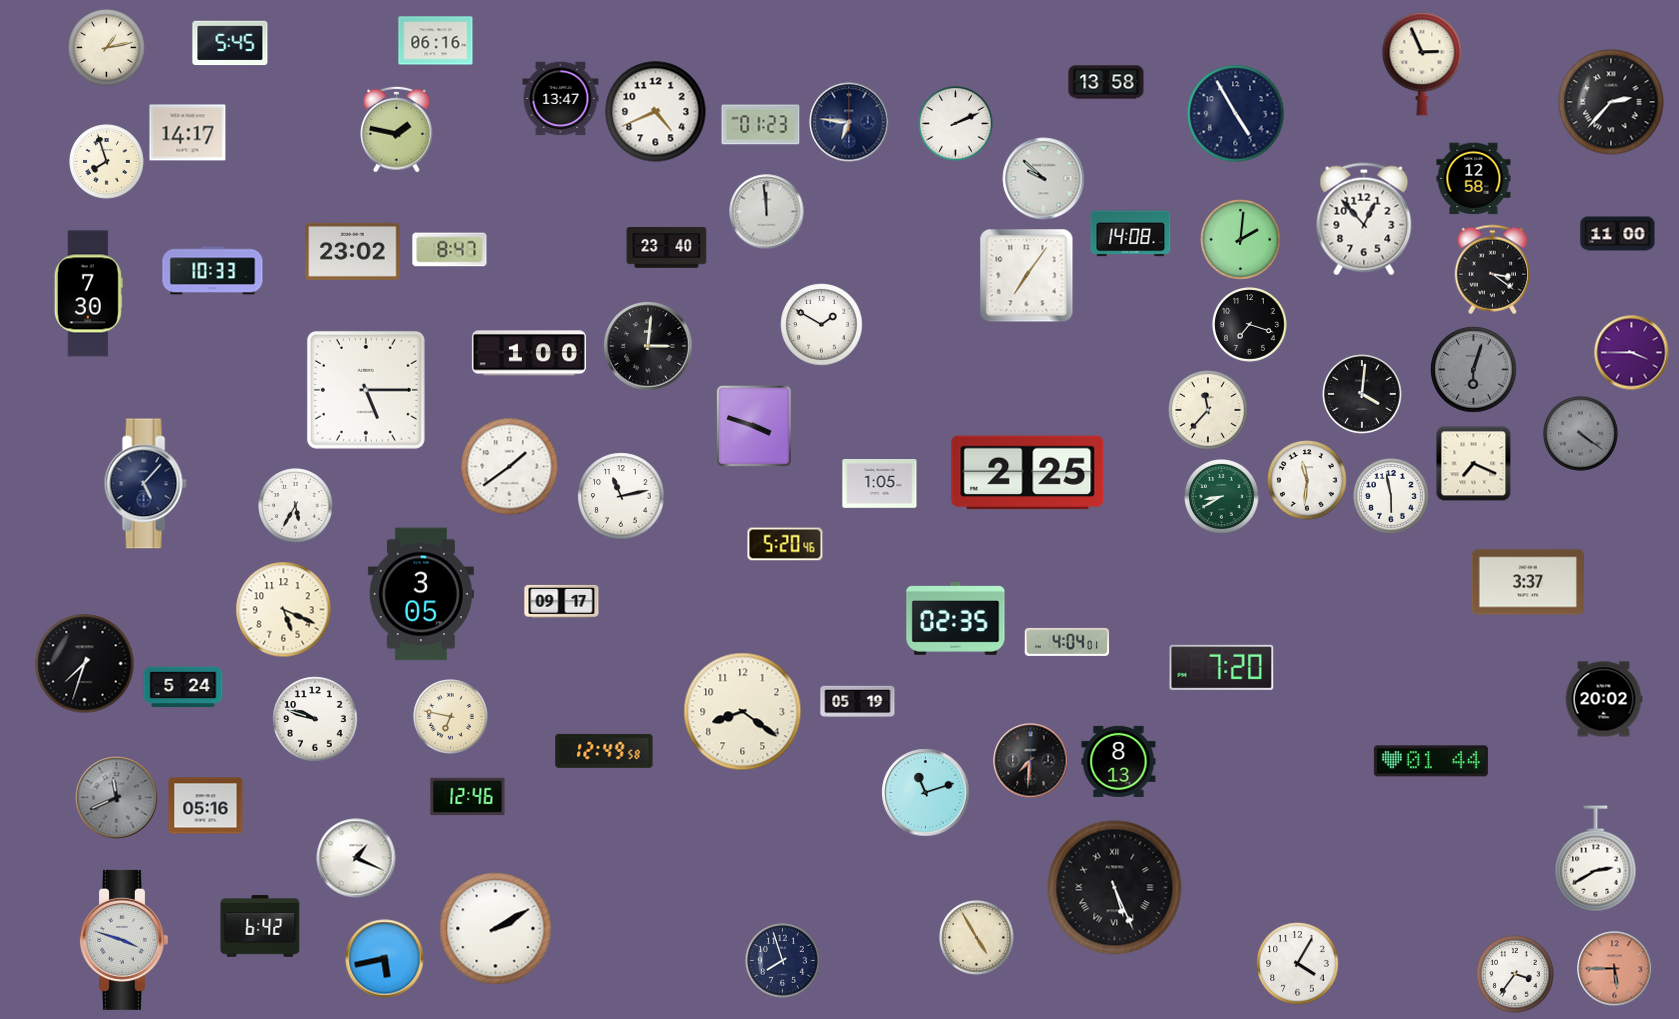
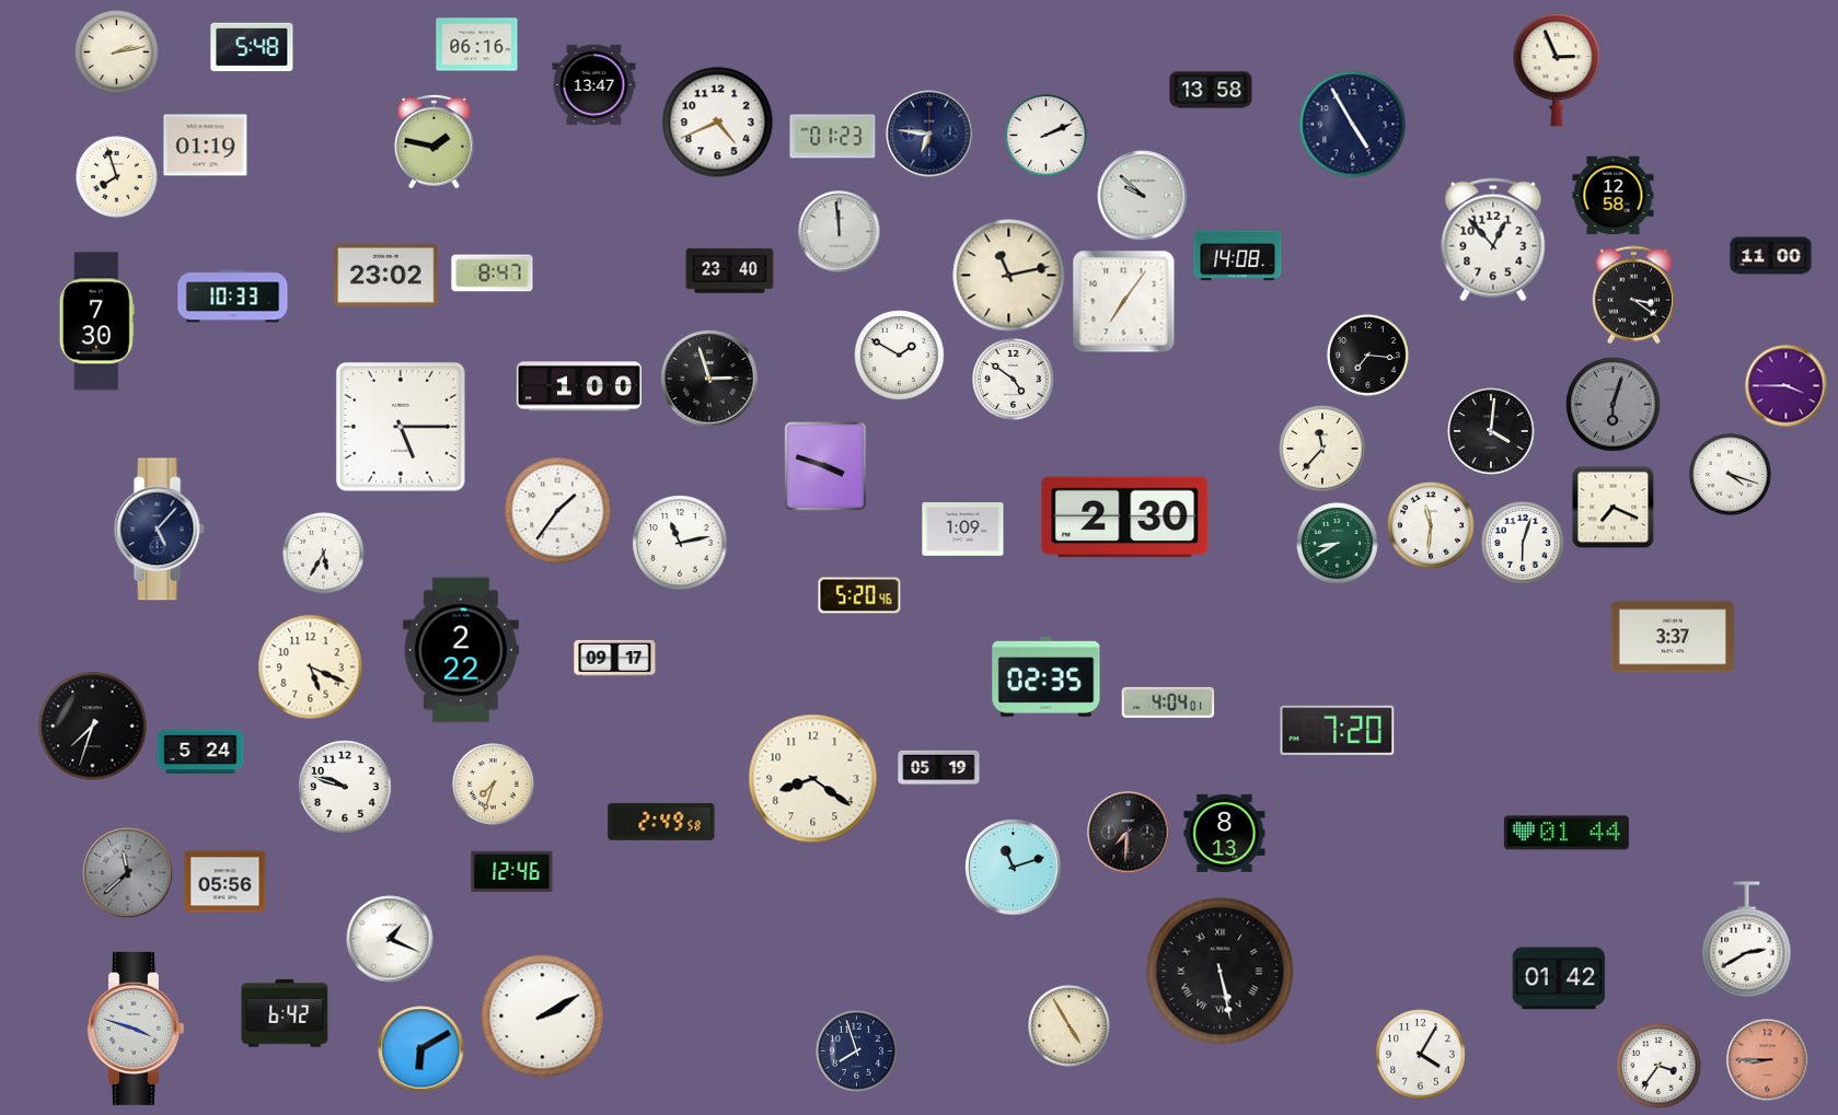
clock at (230, 43): 5:45 -> 5:48
clock at (107, 48): 1:13 -> 2:13
clock at (561, 99) position: (561, 99) -> (594, 85)
clock at (1611, 102): 2:37 -> none
clock at (188, 133): 14:17 -> 01:19
clock at (1241, 240): 2:01 -> none
clock at (1009, 276): none -> 11:13
clock at (1250, 325): 7:18 -> 7:16
clock at (648, 346): 3:01 -> 2:57
clock at (1014, 380): none -> 4:51
clock at (1581, 434): 4:21 -> 4:18
clock at (1581, 434) dial: grey -> white
clock at (510, 467): 1:39 -> 1:36
clock at (1028, 473): 2:25 -> 2:30
clock at (880, 484): 1:05 -> 1:09
clock at (1391, 496): 5:58 -> 6:03
clock at (421, 594): 3:05 -> 2:22
clock at (1604, 699): 20:02 -> none
clock at (451, 717): 6:47 -> 7:33
clock at (604, 751): 12:49 -> 2:49
clock at (117, 798): 11:41 -> 11:38
clock at (206, 806): 05:16 -> 05:56
clock at (1115, 888): 5:26 -> 5:28
clock at (1559, 978): none -> 01:42
clock at (385, 959): 5:43 -> 6:10
clock at (1615, 969): 5:45 -> 8:45
